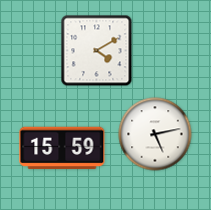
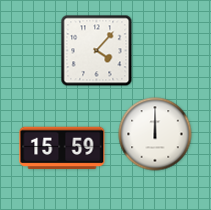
clock at (97, 51): 4:10 -> 4:07
clock at (155, 134): 5:13 -> 12:00
